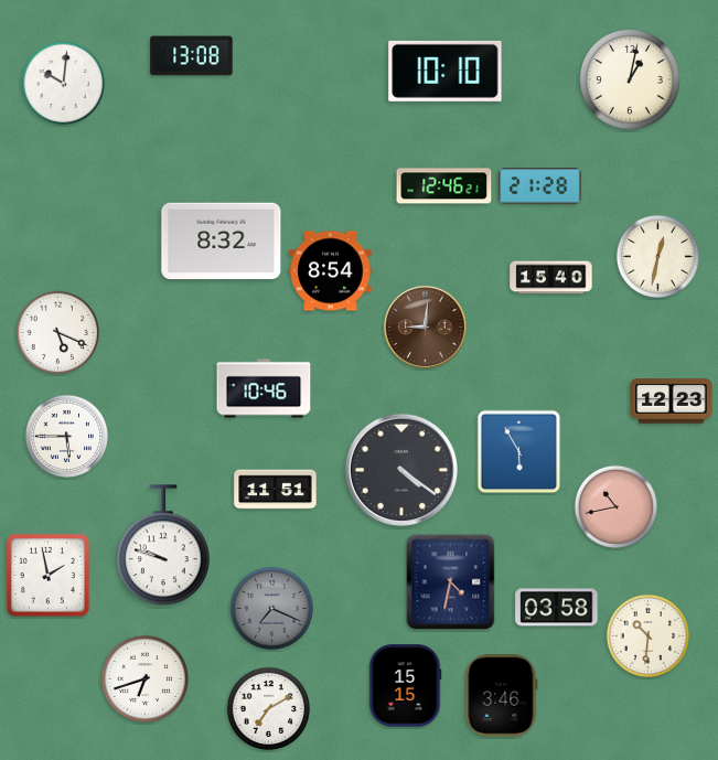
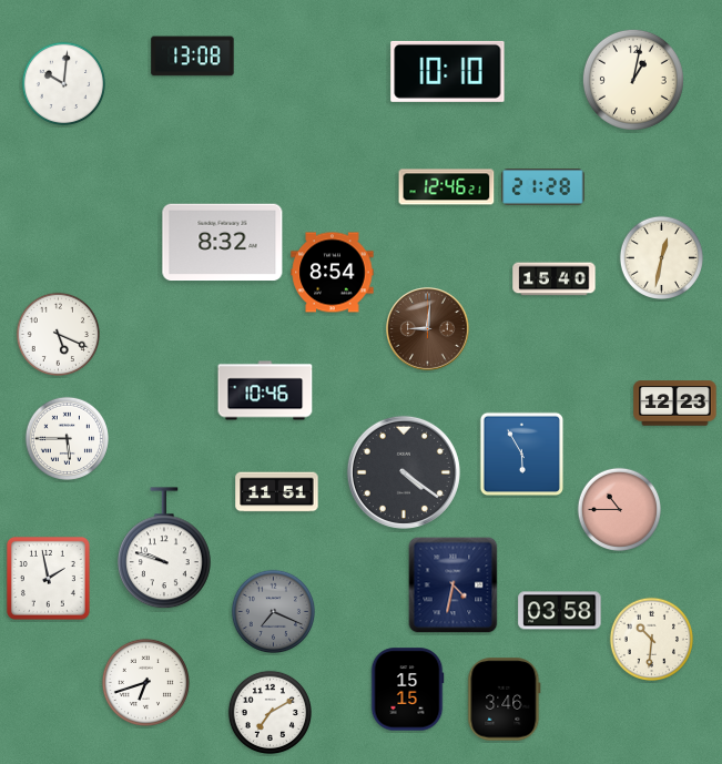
clock at (615, 506): 10:43 -> 10:45
